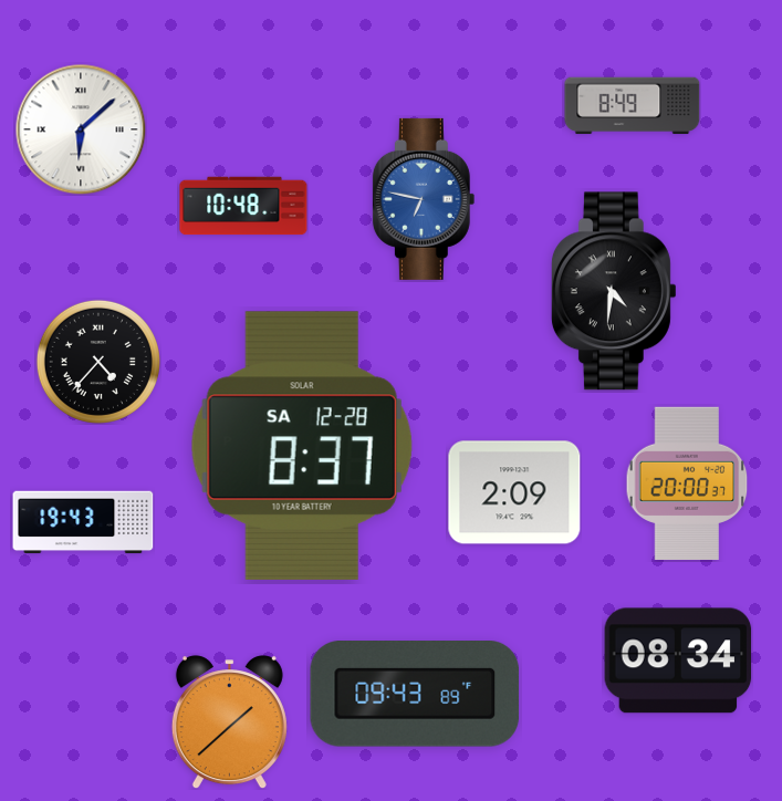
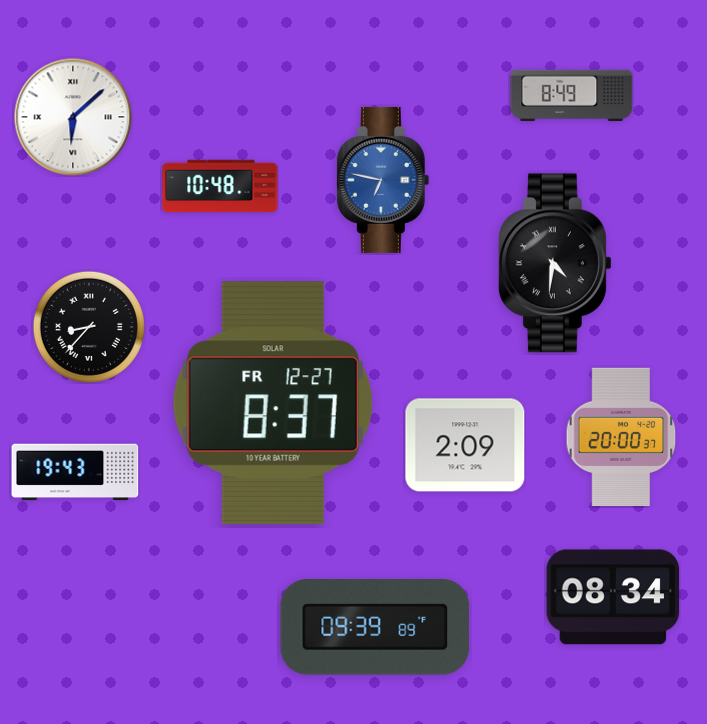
clock at (98, 362): 4:37 -> 8:37
clock at (302, 446) date: SA 12-28 -> FR 12-27
clock at (415, 695): 09:43 -> 09:39
clock at (229, 722): 1:38 -> none
